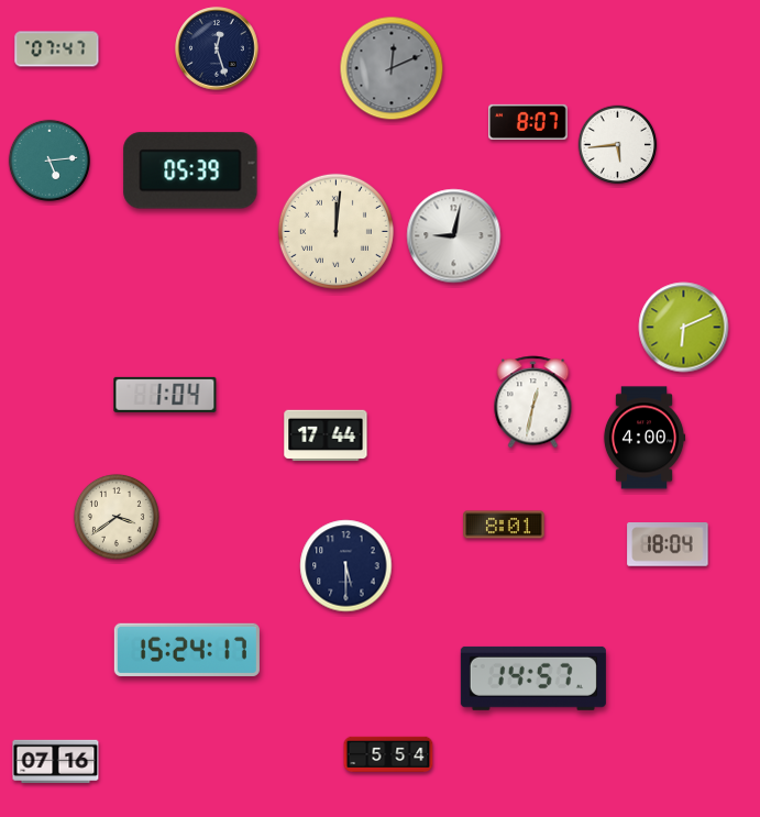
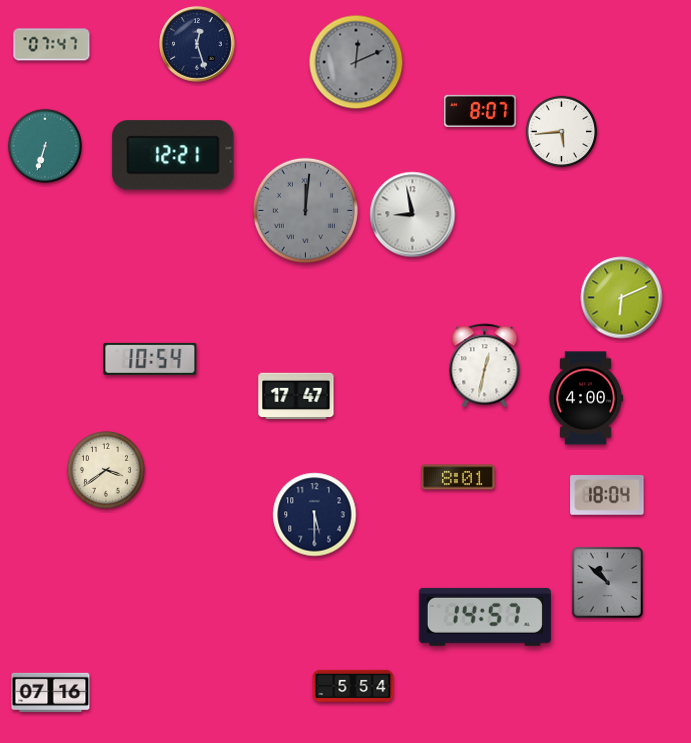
clock at (48, 159): 5:14 -> 6:33
clock at (190, 170): 05:39 -> 12:21
clock at (335, 231) dial: cream -> grey
clock at (454, 236): 9:02 -> 8:58
clock at (165, 395): 1:04 -> 10:54
clock at (326, 435): 17:44 -> 17:47
clock at (607, 582): none -> 10:52
clock at (187, 650): 15:24 -> none
